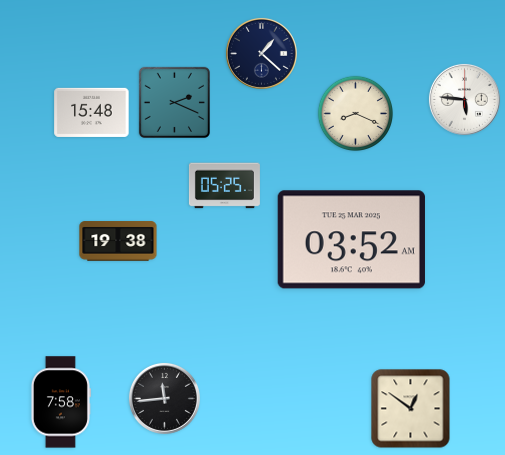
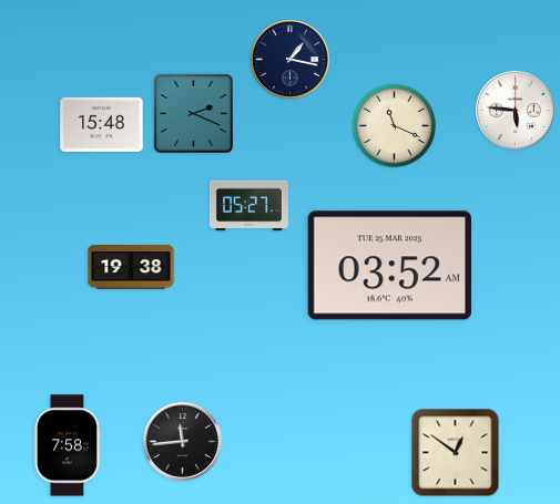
clock at (261, 53): 1:22 -> 1:17
clock at (355, 113): 8:19 -> 11:19
clock at (224, 186): 05:25 -> 05:27
